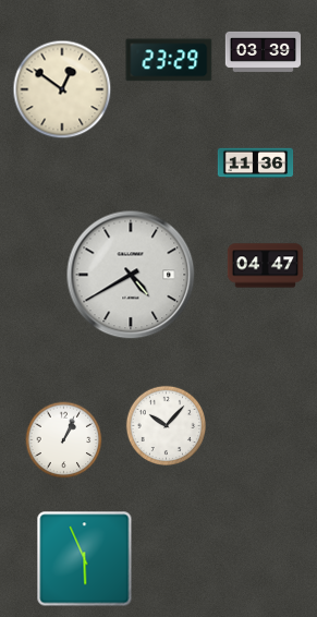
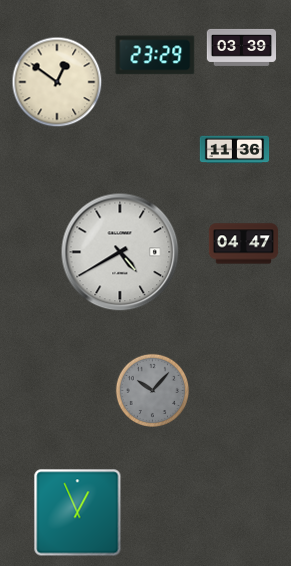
clock at (166, 425) dial: white -> grey
clock at (64, 440): 1:04 -> none
clock at (85, 559): 5:56 -> 12:56
